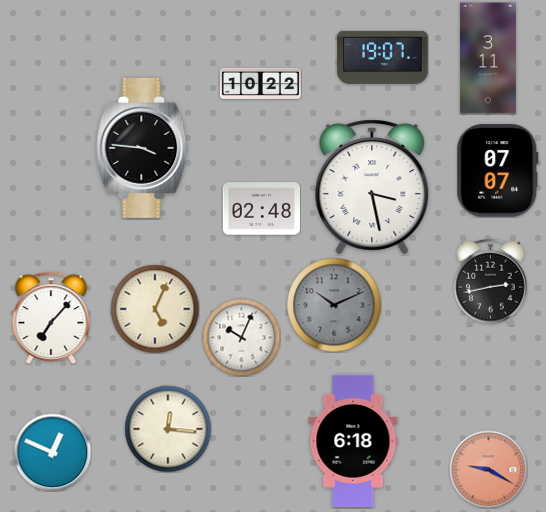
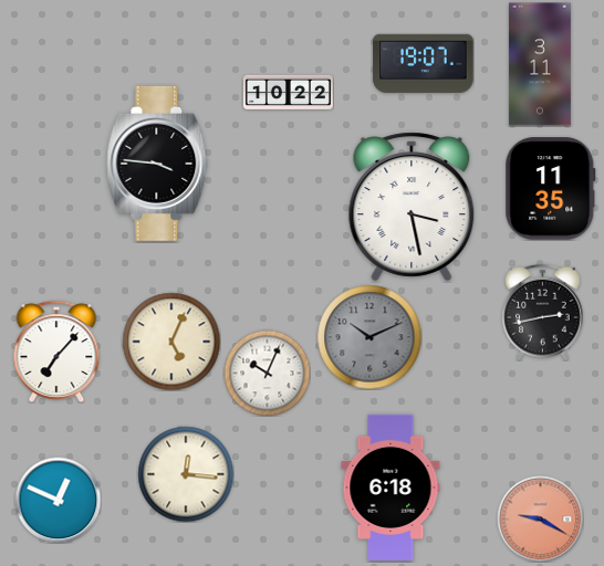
clock at (498, 171): 07:07 -> 11:35
clock at (261, 209): 02:48 -> none
